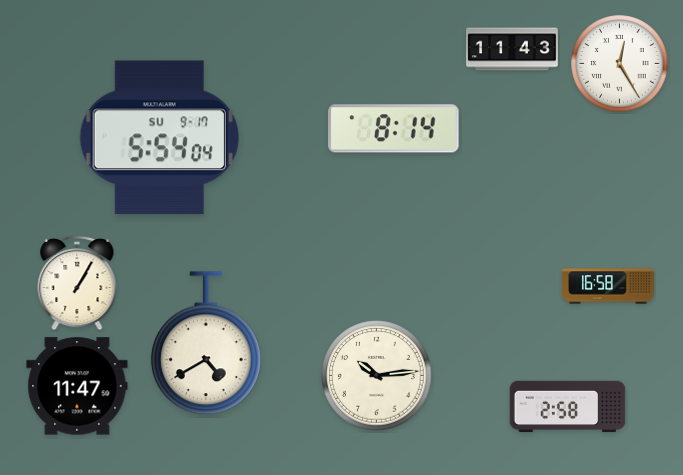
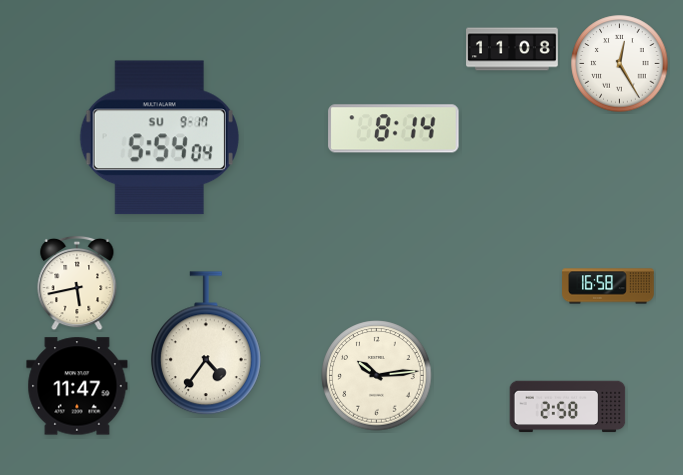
clock at (512, 49): 11:43 -> 11:08
clock at (77, 283): 1:05 -> 5:43
clock at (206, 344): 4:40 -> 4:36
